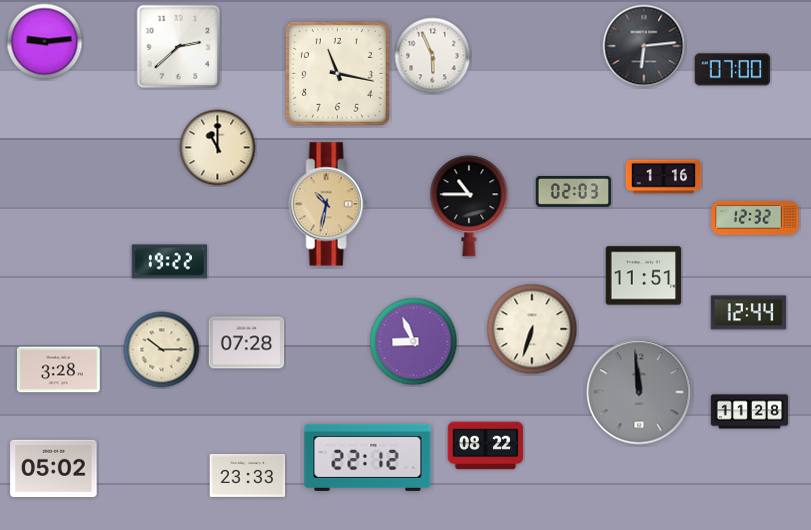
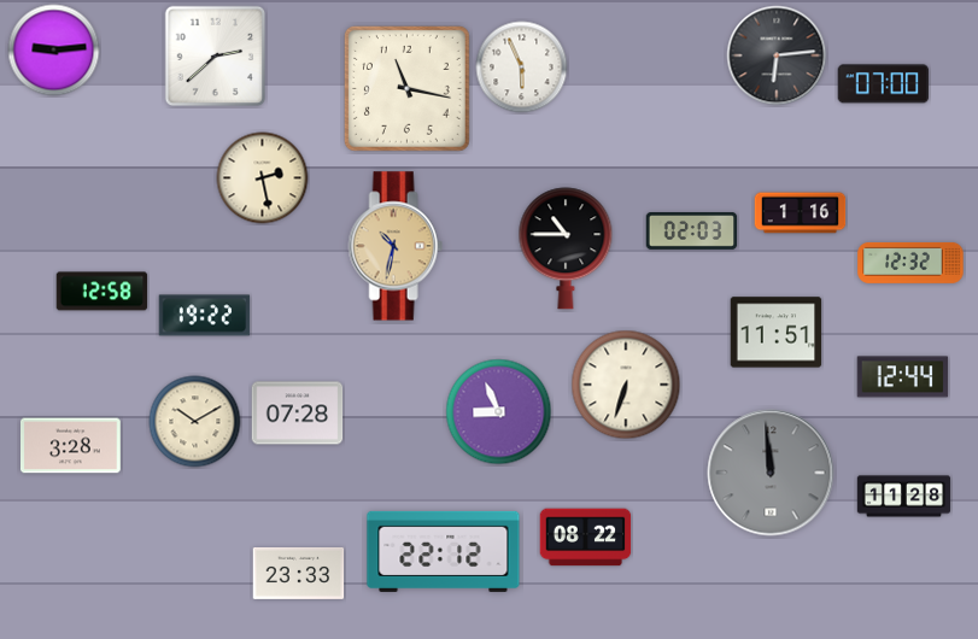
clock at (218, 148): 11:00 -> 2:28
clock at (103, 292): none -> 12:58
clock at (532, 329) position: (532, 329) -> (626, 385)
clock at (162, 350): 10:15 -> 10:10
clock at (54, 468): 05:02 -> none
